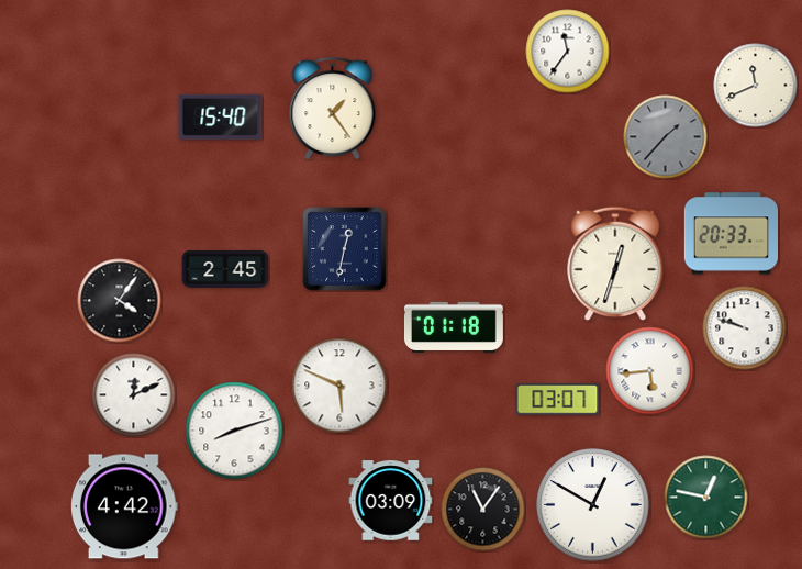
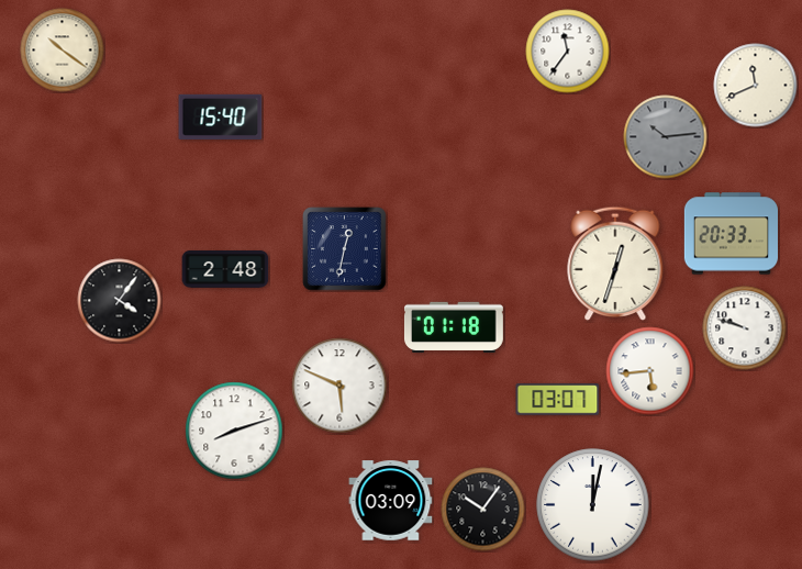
clock at (63, 51): none -> 10:21
clock at (333, 109): 1:24 -> none
clock at (666, 137): 1:37 -> 10:14
clock at (225, 270): 2:45 -> 2:48
clock at (134, 395): 12:11 -> none
clock at (706, 498): 12:47 -> none
clock at (593, 505): 12:50 -> 12:02
clock at (125, 506): 4:42 -> none
clock at (483, 510): 11:06 -> 10:06
